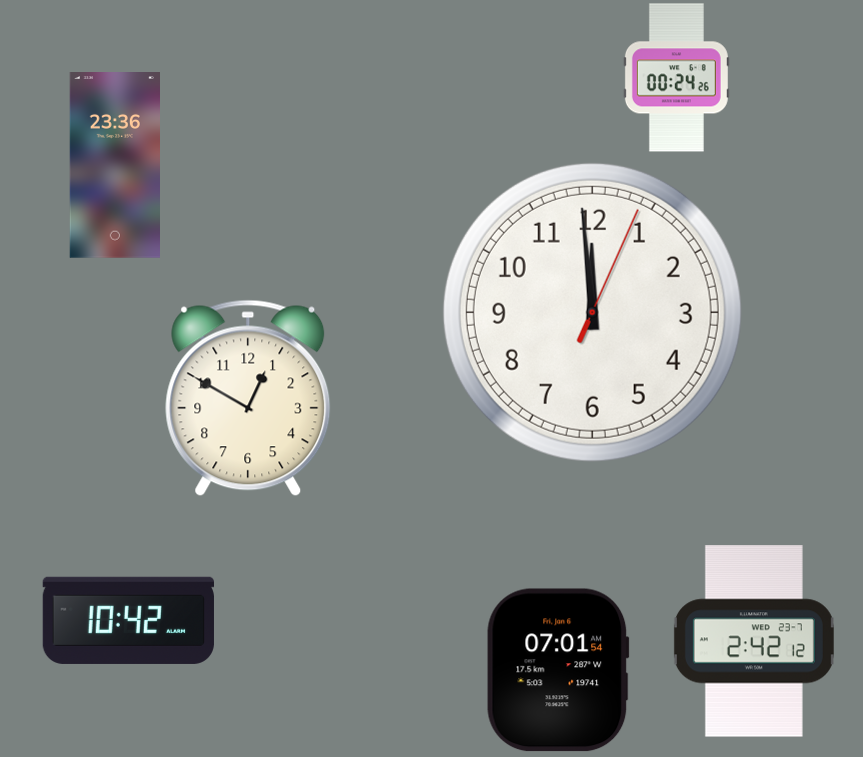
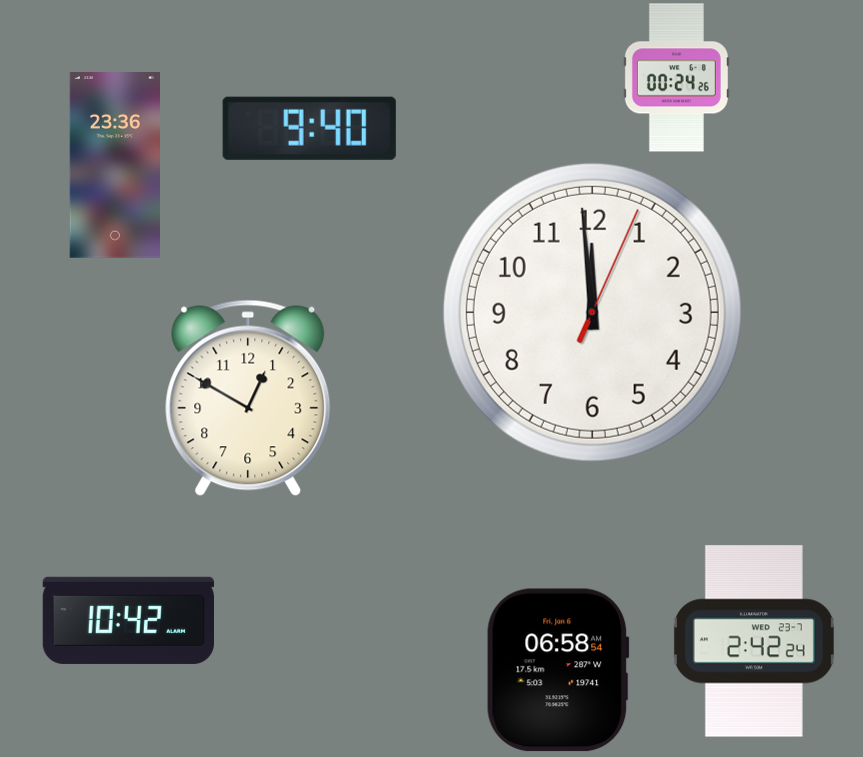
clock at (309, 128): none -> 9:40
clock at (754, 641): 2:42:12 -> 2:42:24
clock at (558, 670): 07:01 -> 06:58
